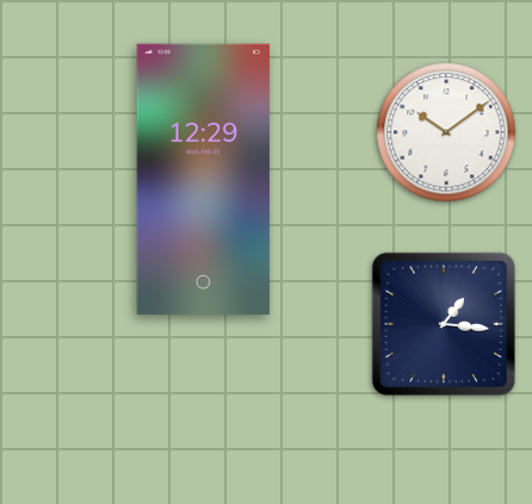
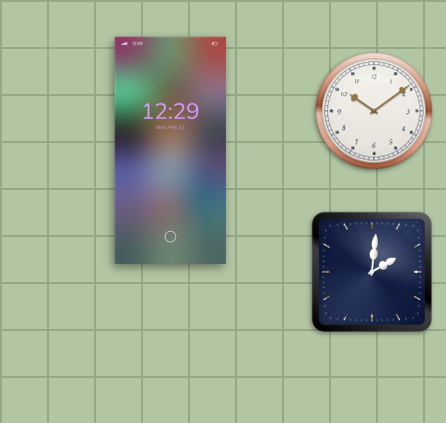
clock at (444, 324): 1:16 -> 2:01
